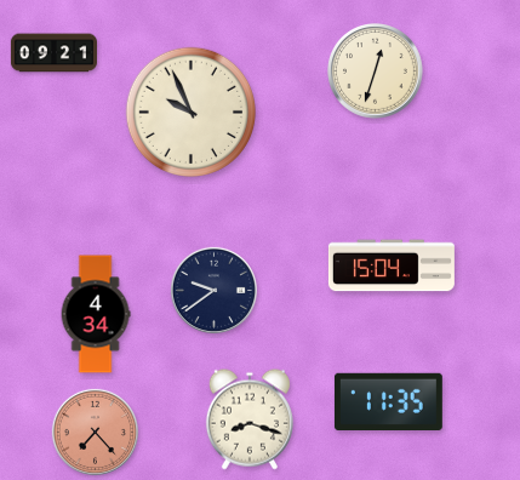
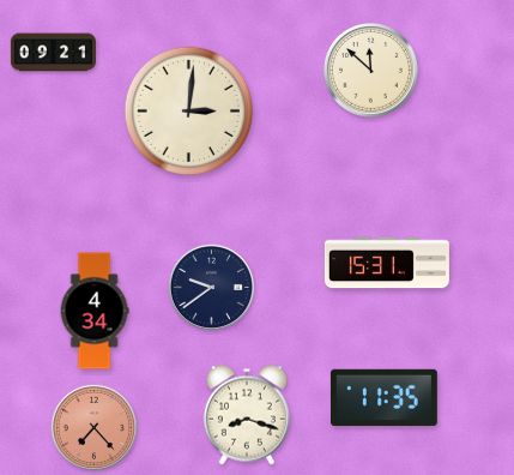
clock at (376, 72): 12:33 -> 11:52
clock at (190, 112): 9:56 -> 3:01
clock at (392, 265): 15:04 -> 15:31
